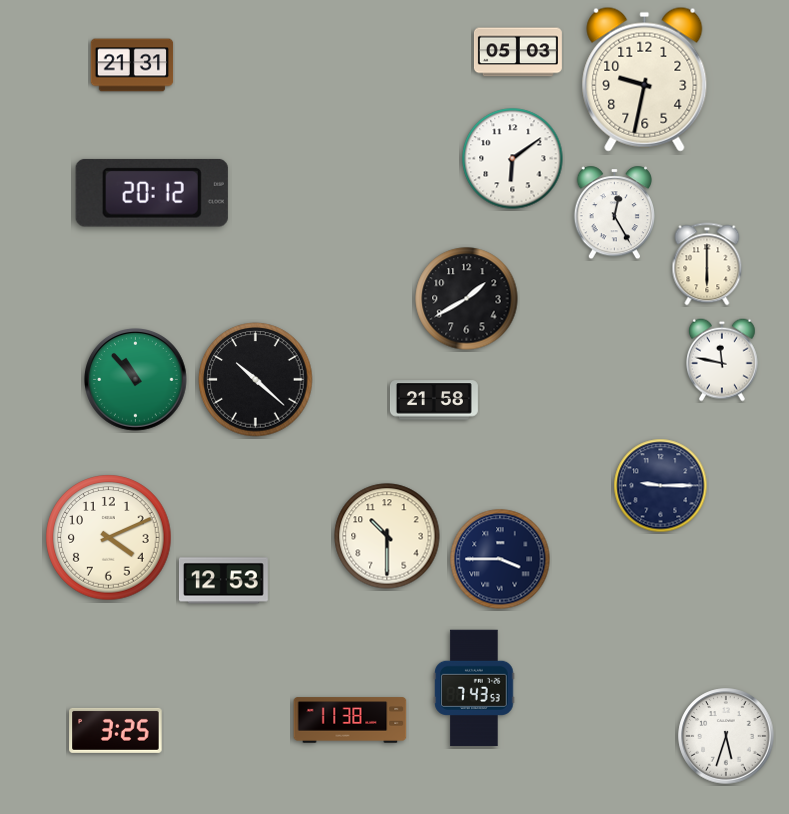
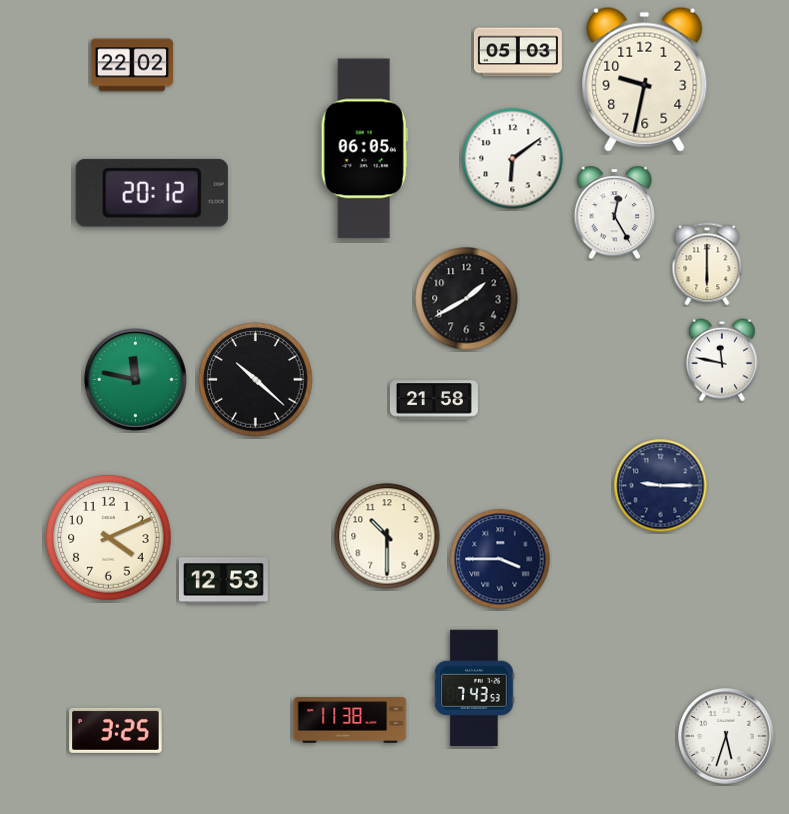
clock at (132, 65): 21:31 -> 22:02
clock at (364, 149): none -> 06:05
clock at (136, 380): 10:53 -> 11:47
